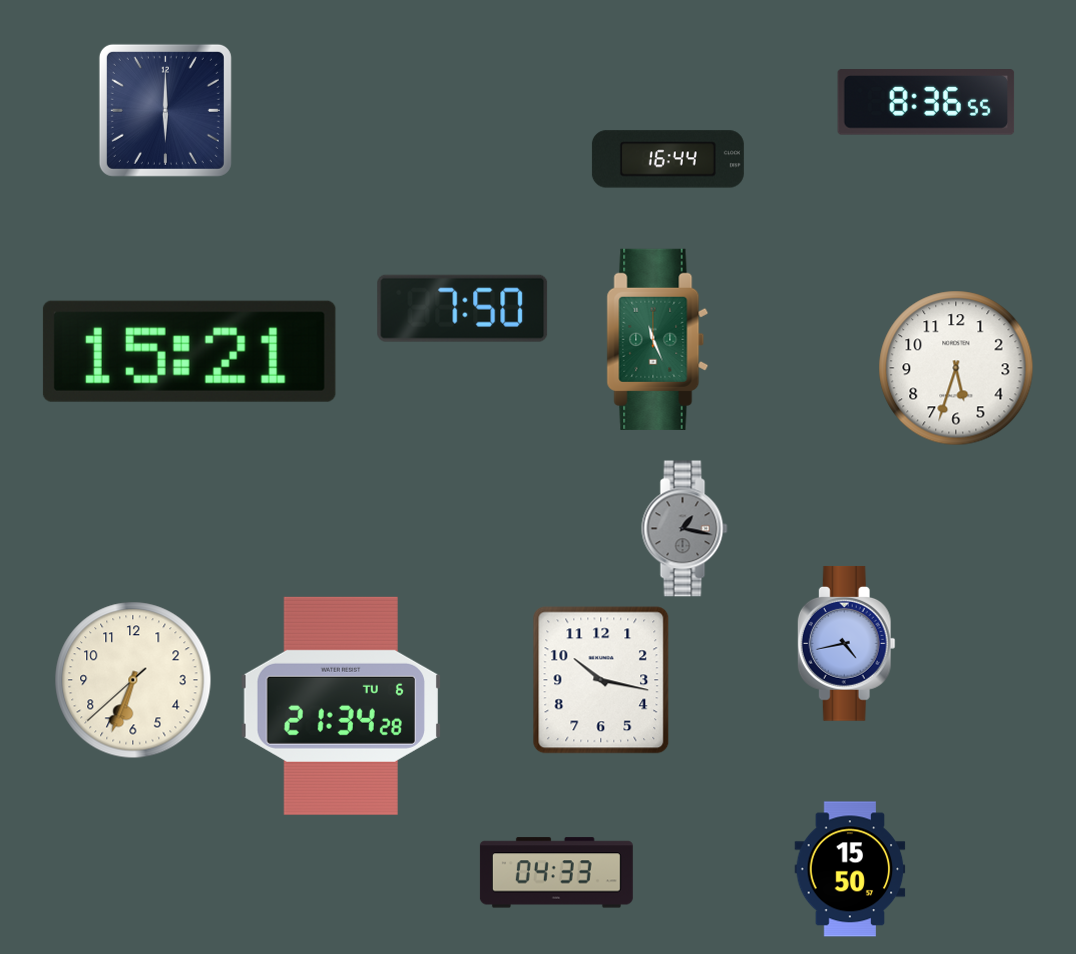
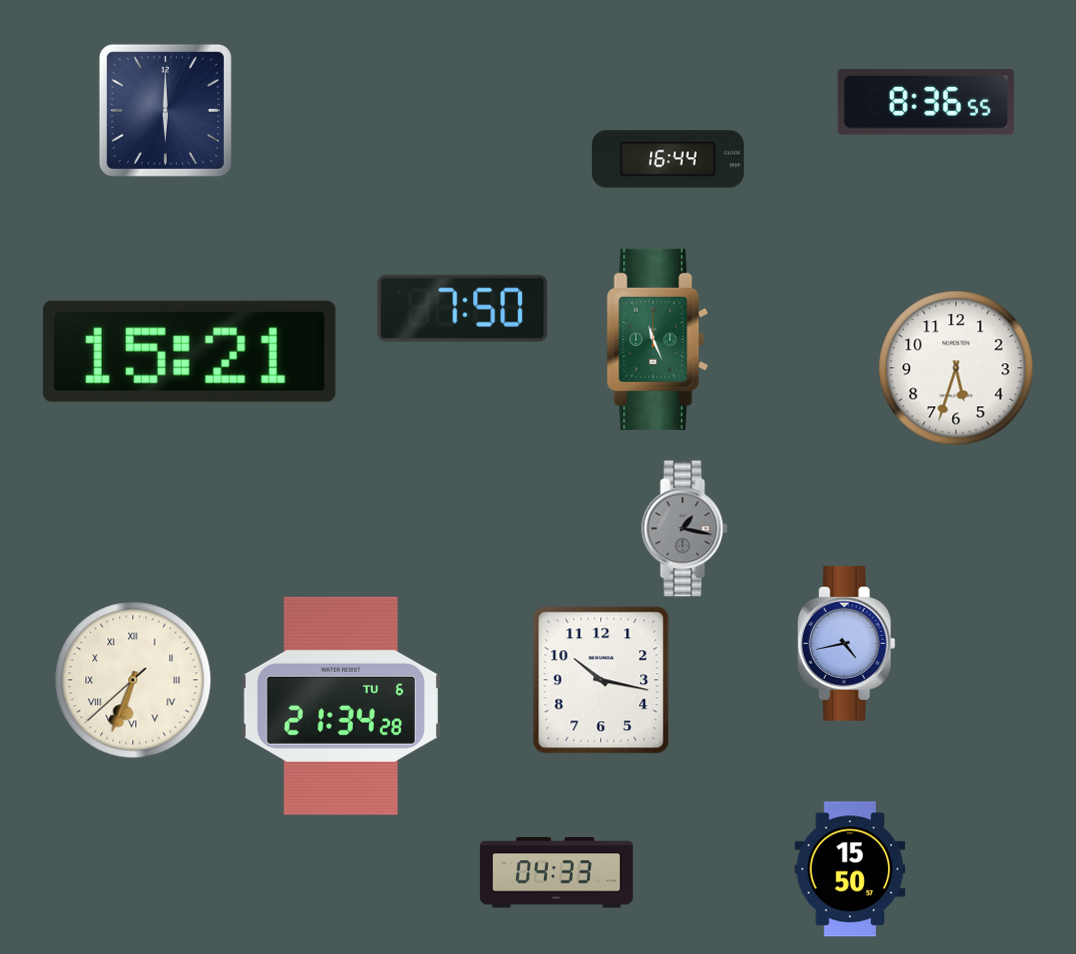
clock at (133, 680) numerals: Arabic -> Roman
